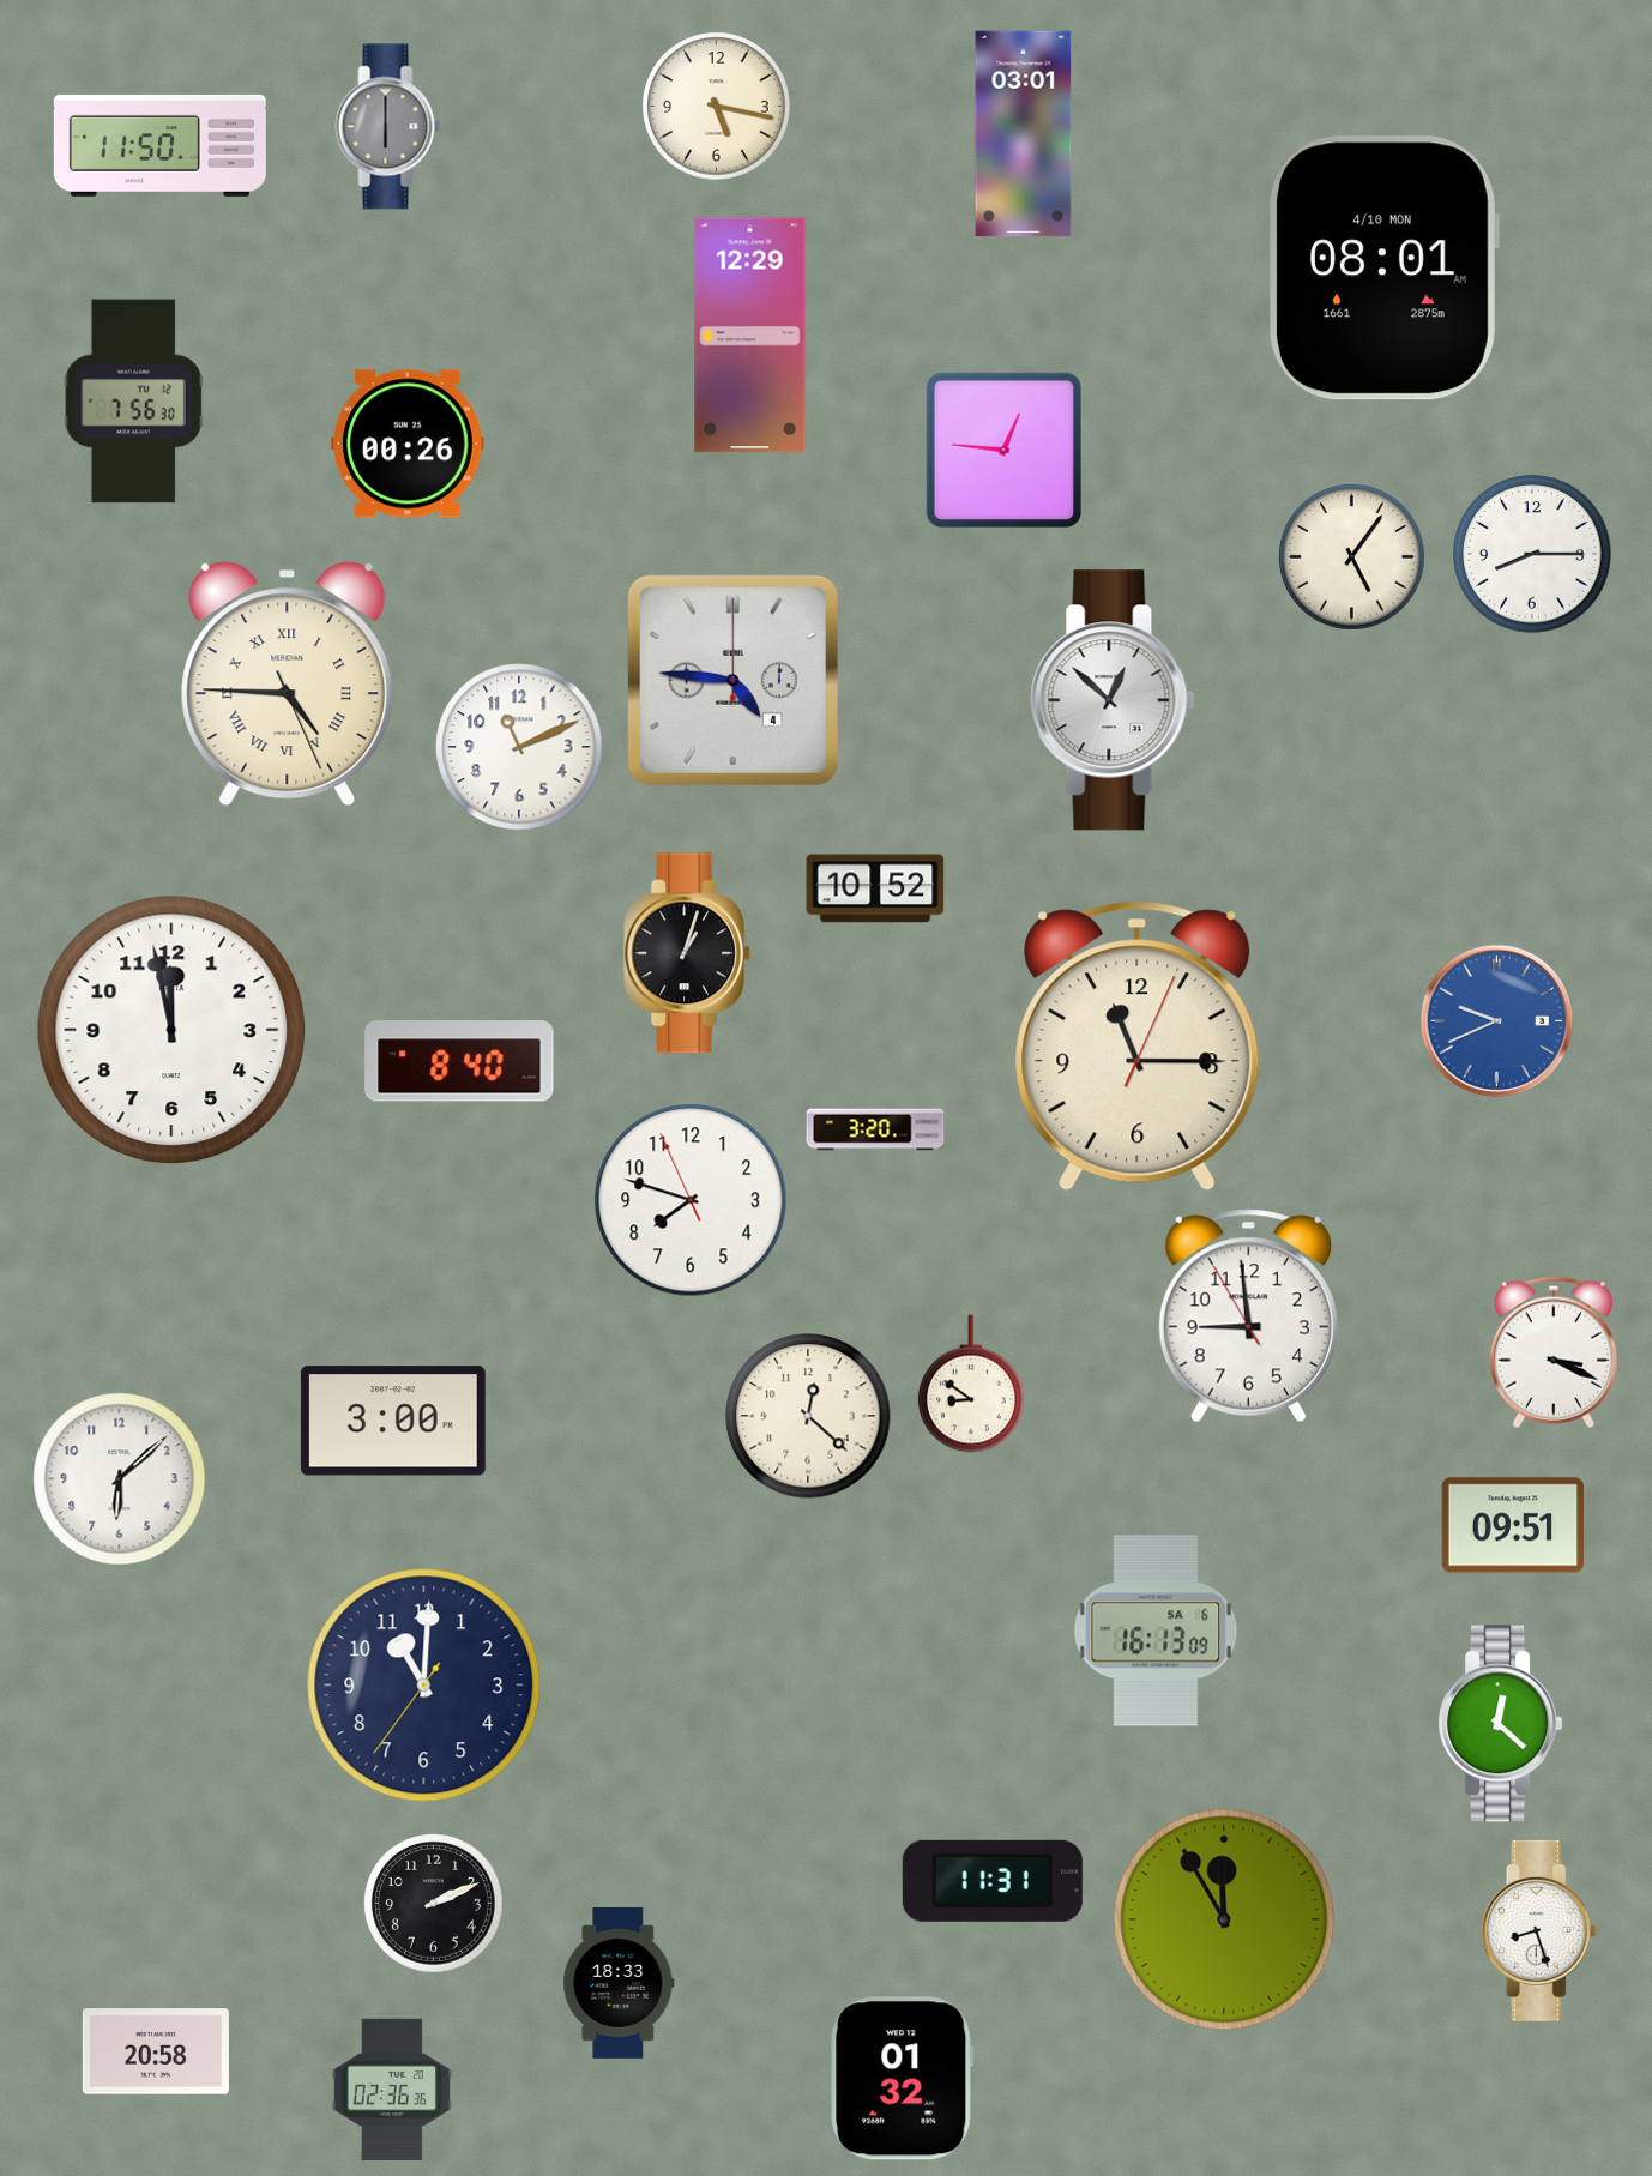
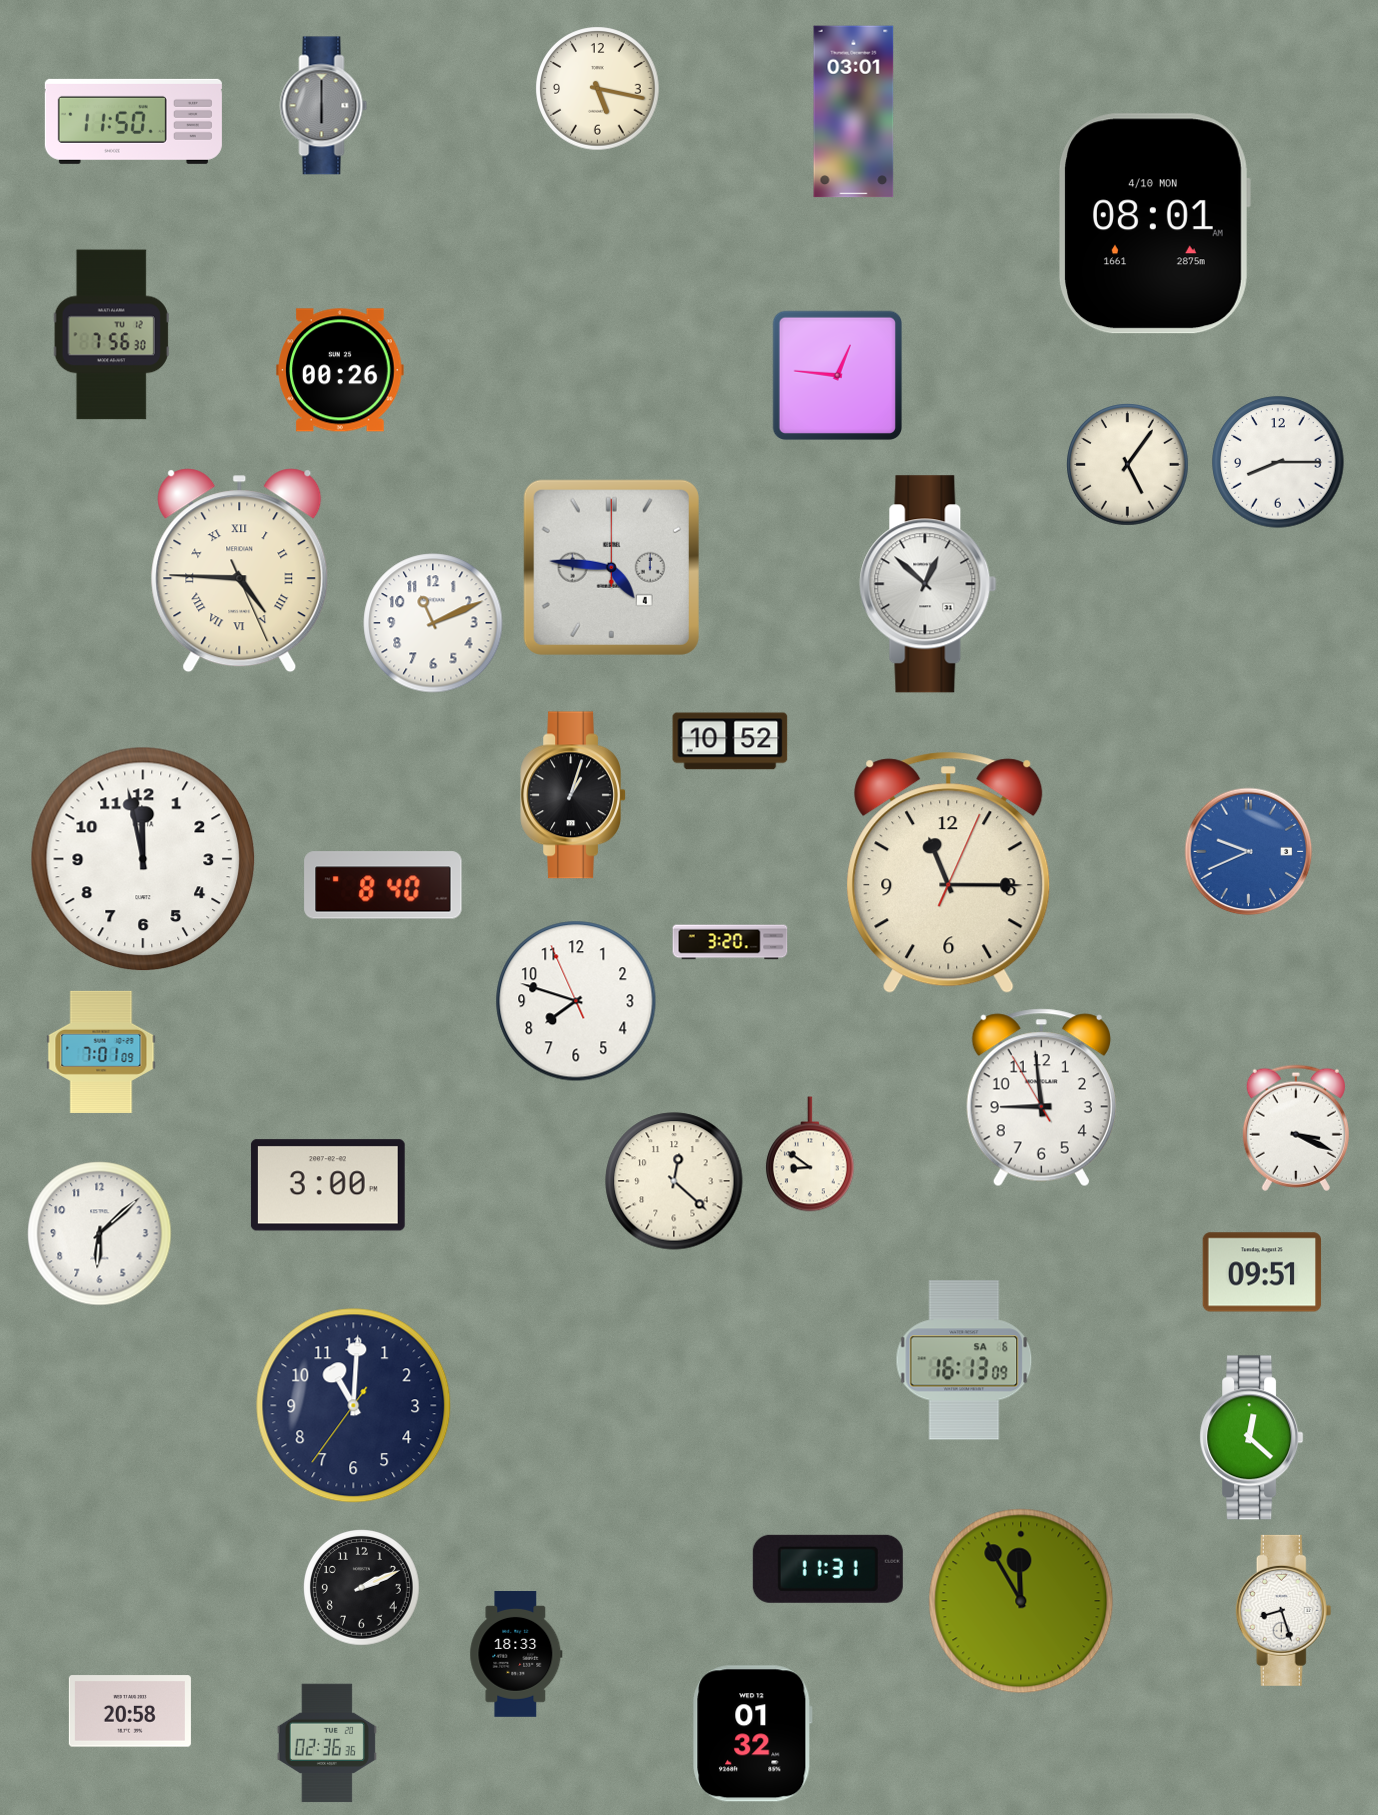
clock at (750, 336): 12:29 -> none
clock at (101, 1052): none -> 7:01
